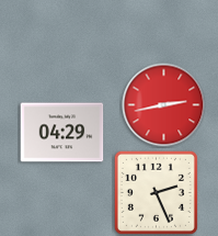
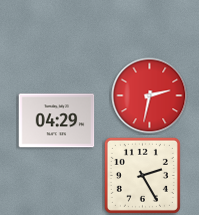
clock at (164, 105): 2:43 -> 2:32
clock at (156, 192): 2:26 -> 2:25
